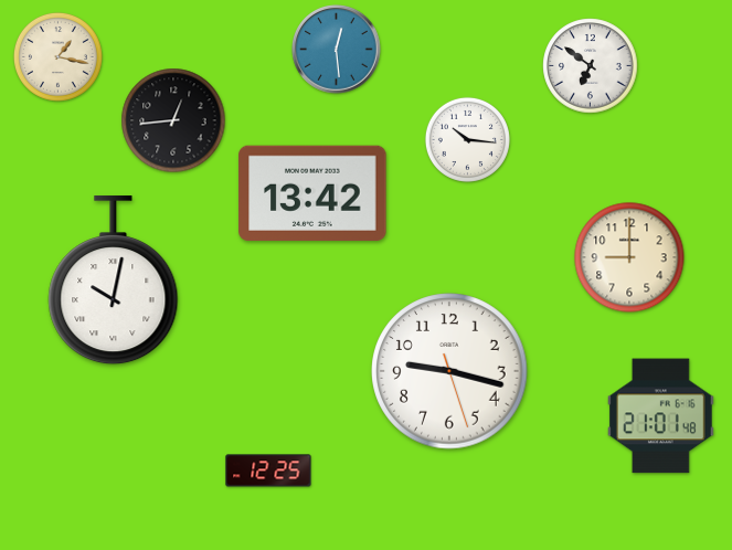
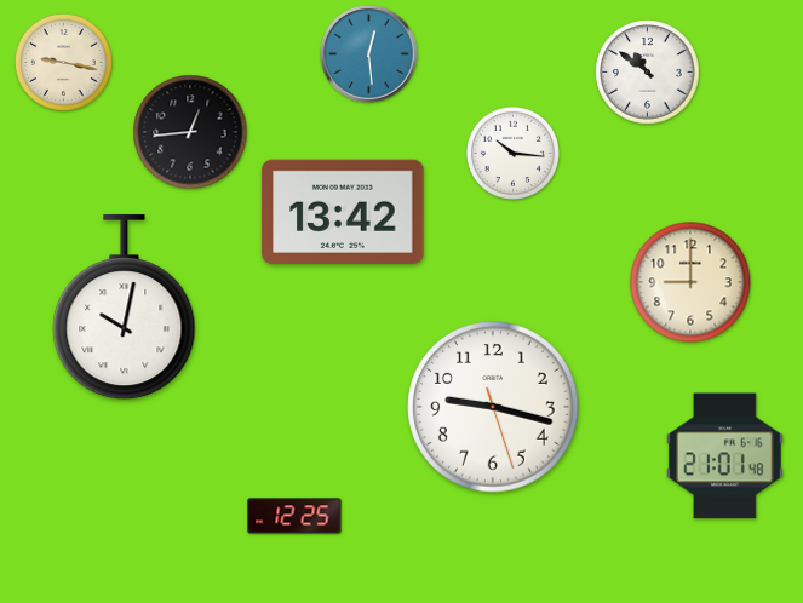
clock at (57, 56): 1:17 -> 9:17
clock at (591, 66): 6:51 -> 10:51
